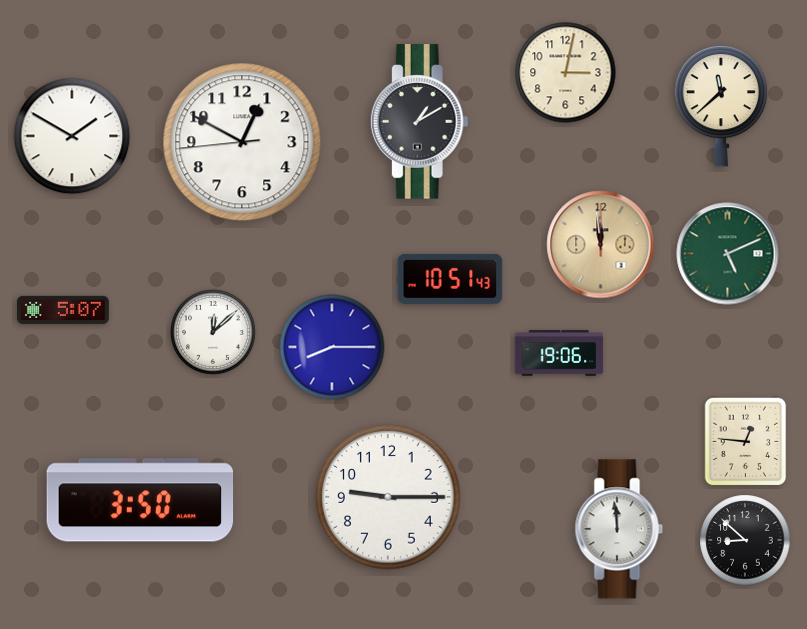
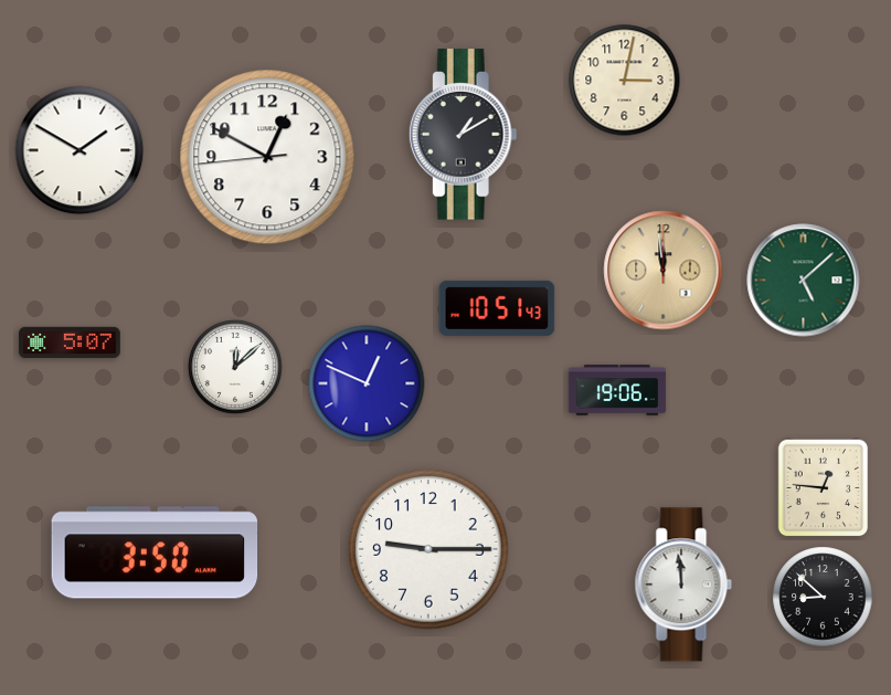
clock at (721, 106): 11:38 -> none
clock at (728, 254): 5:11 -> 5:08
clock at (332, 347): 8:15 -> 12:49
